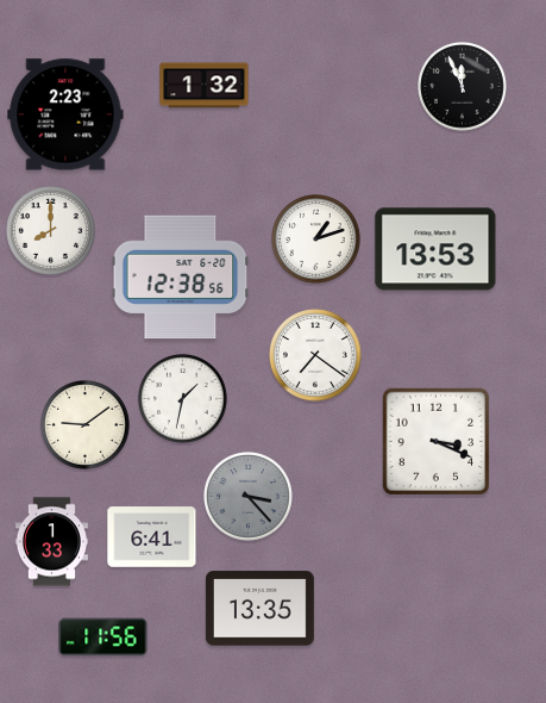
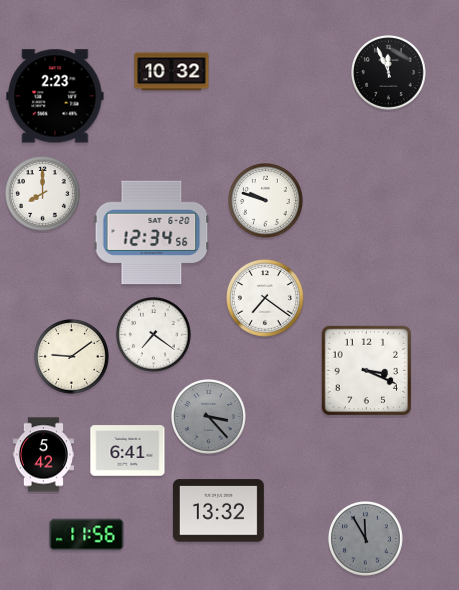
clock at (205, 86): 1:32 -> 10:32
clock at (316, 239): 1:12 -> 9:48
clock at (435, 249): 13:53 -> none
clock at (181, 278): 12:38 -> 12:34
clock at (183, 399): 1:32 -> 7:21
clock at (51, 542): 1:33 -> 5:42
clock at (259, 609): 13:35 -> 13:32
clock at (366, 539): none -> 11:55
